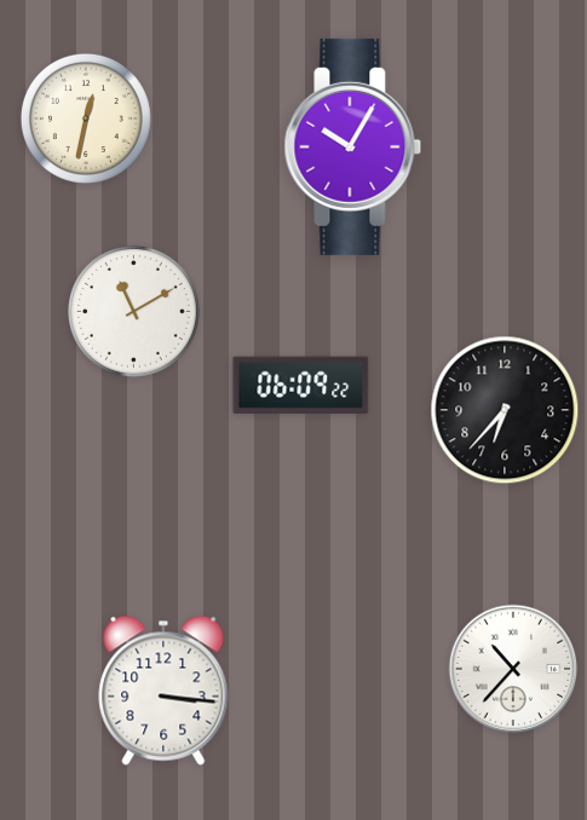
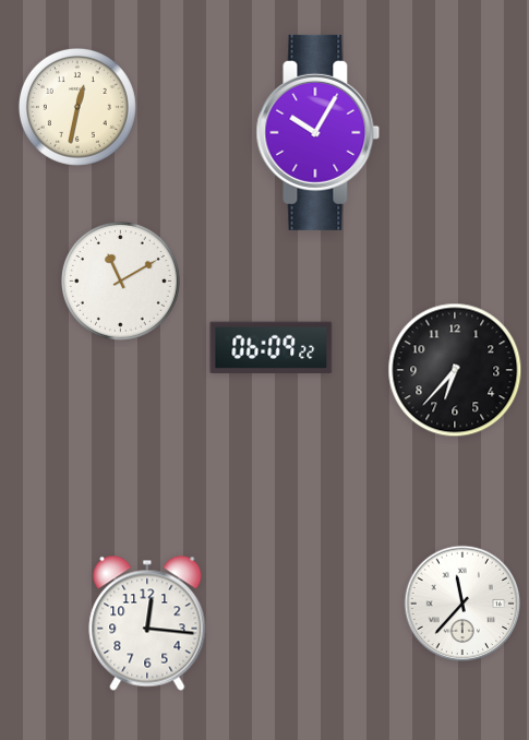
clock at (513, 669): 10:37 -> 11:37
clock at (163, 691): 3:16 -> 12:16
